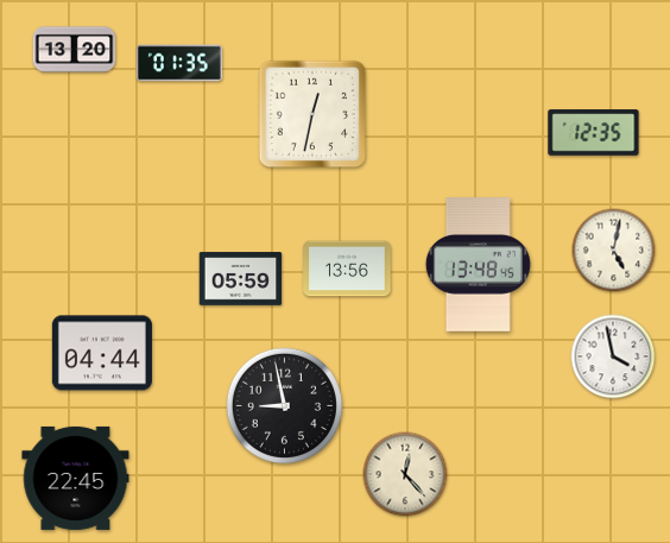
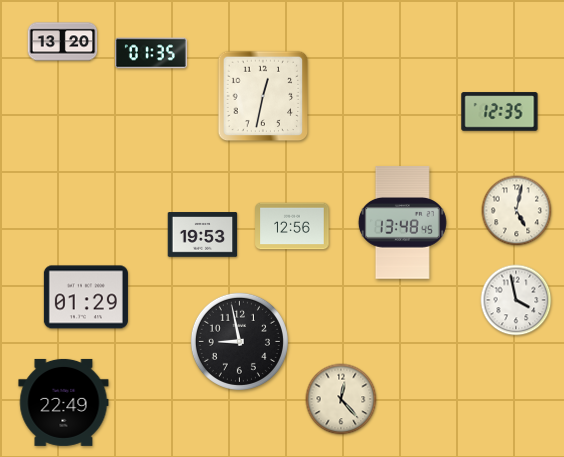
clock at (347, 269): 13:56 -> 12:56
clock at (241, 279): 05:59 -> 19:53
clock at (102, 353): 04:44 -> 01:29
clock at (76, 478): 22:45 -> 22:49
